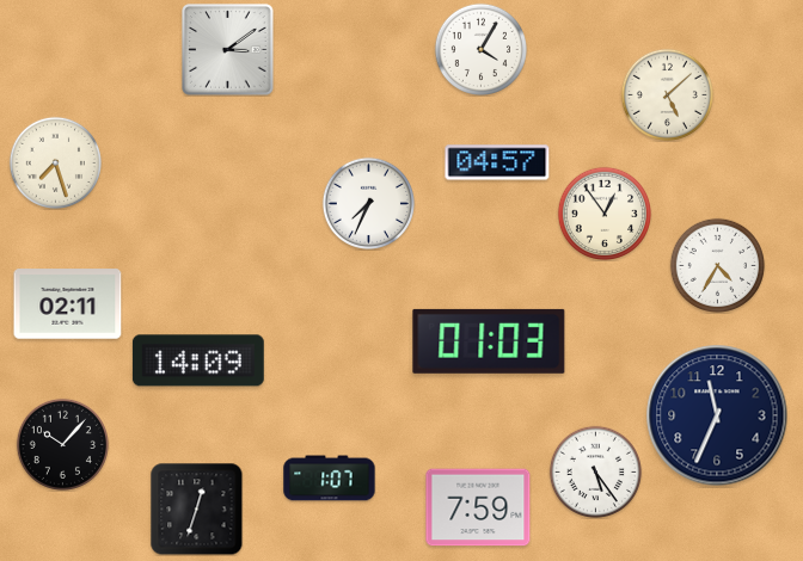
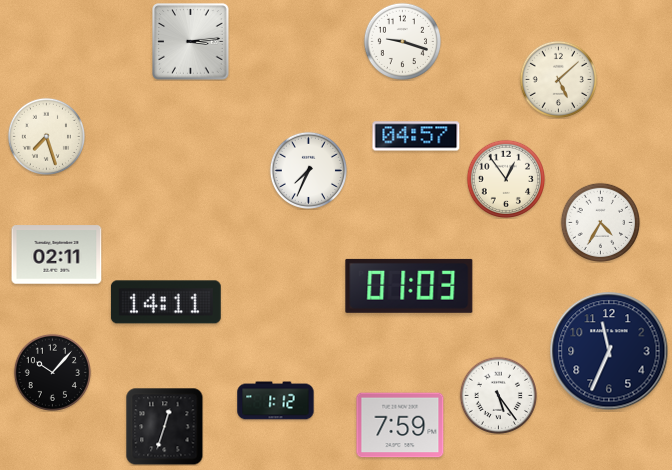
clock at (480, 49): 4:05 -> 9:18
clock at (228, 50): 3:09 -> 3:14
clock at (198, 360): 14:09 -> 14:11
clock at (717, 415) position: (717, 415) -> (609, 351)
clock at (330, 479): 1:07 -> 1:12
